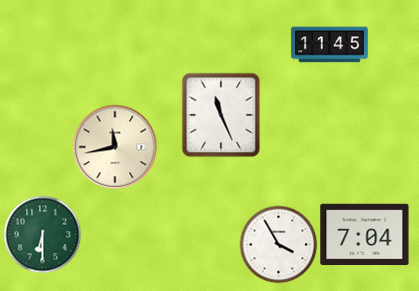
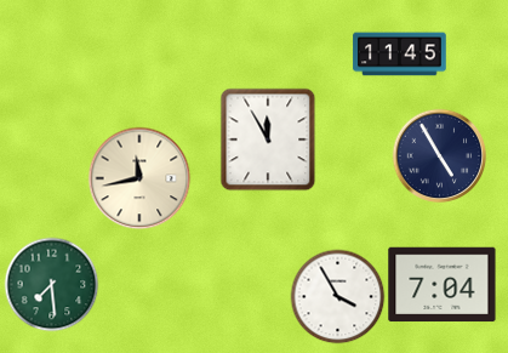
clock at (221, 115): 11:26 -> 11:55
clock at (439, 155): none -> 4:55
clock at (42, 234): 6:30 -> 7:29
